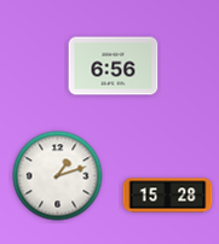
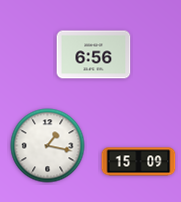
clock at (58, 176): 1:12 -> 1:17
clock at (168, 196): 15:28 -> 15:09
